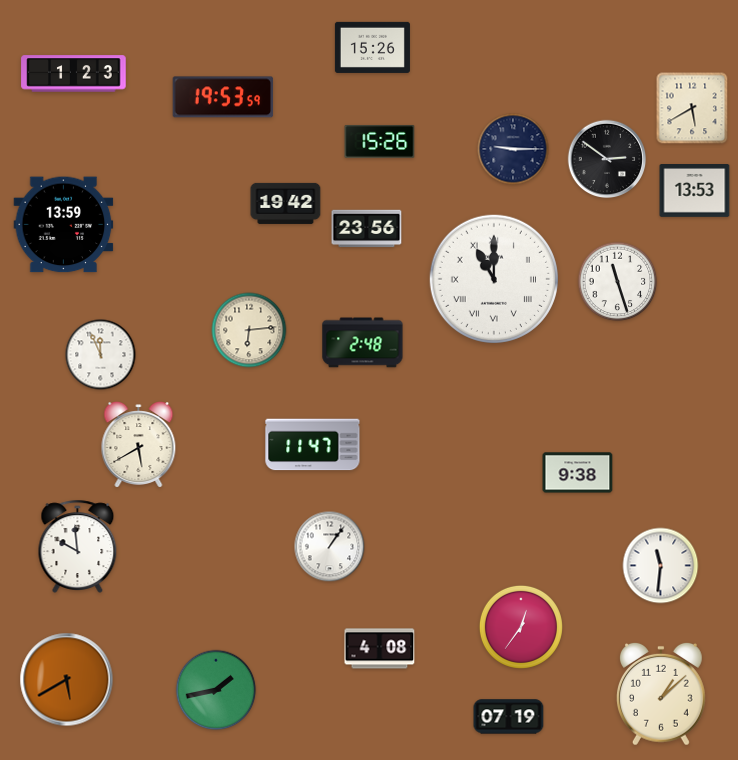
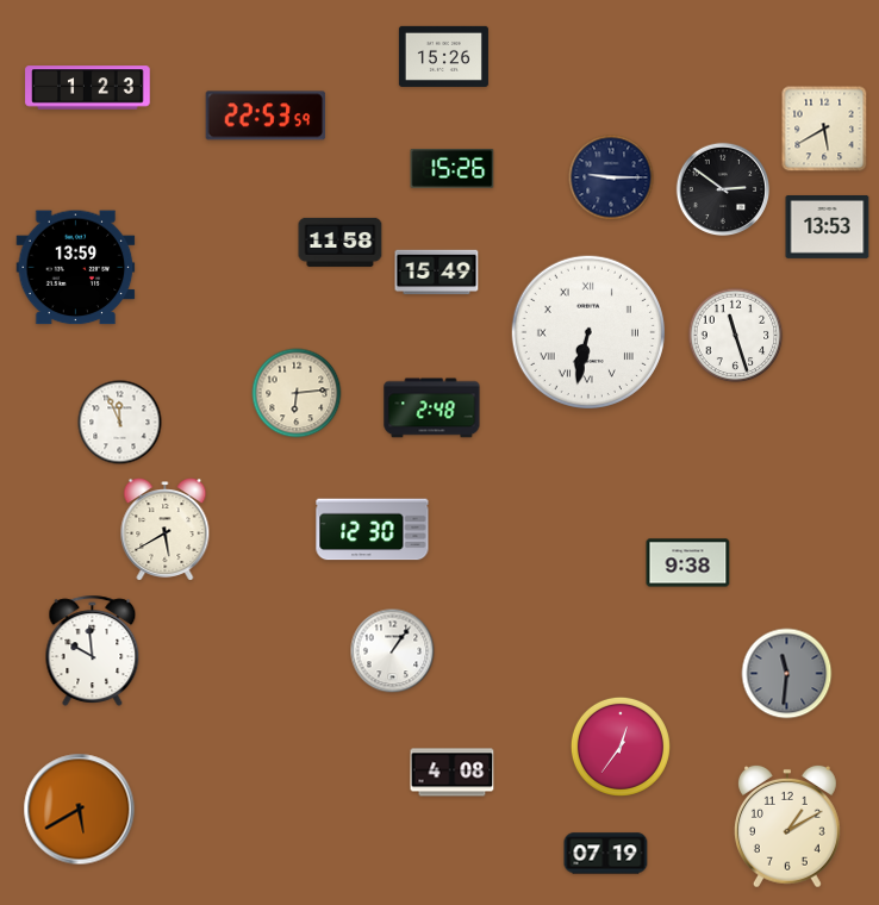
clock at (223, 97): 19:53 -> 22:53
clock at (286, 203): 19:42 -> 11:58
clock at (367, 229): 23:56 -> 15:49
clock at (494, 279): 11:00 -> 6:32
clock at (313, 445): 11:47 -> 12:30
clock at (661, 566) dial: white -> grey
clock at (216, 690): 1:43 -> none
clock at (661, 694): 1:08 -> 1:10
